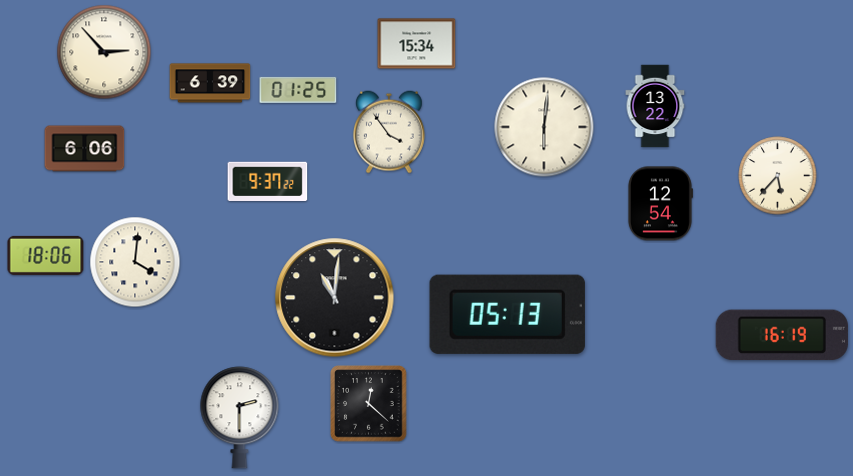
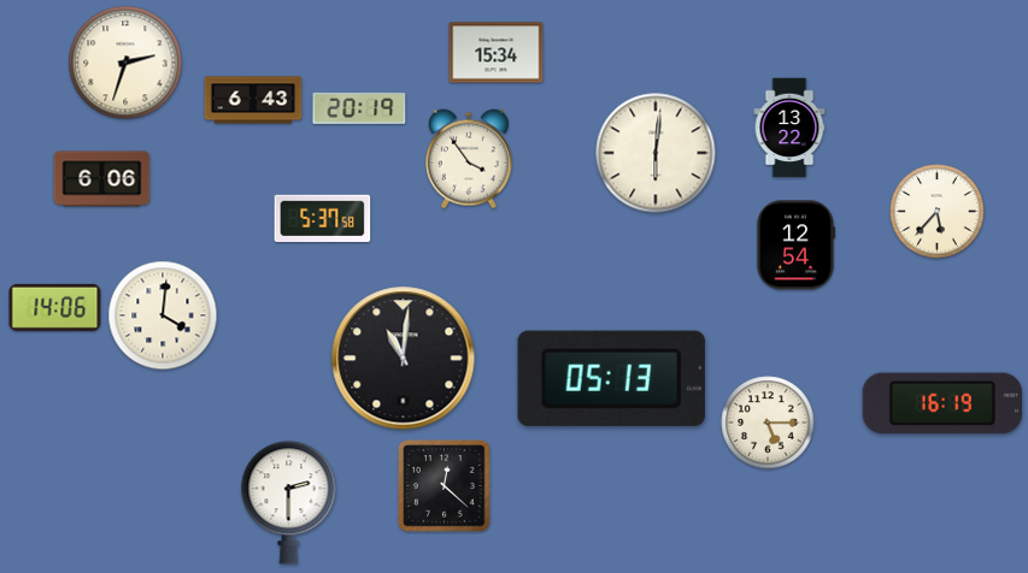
clock at (417, 44) position: (417, 44) -> (497, 53)
clock at (104, 52): 2:53 -> 2:33
clock at (210, 83): 6:39 -> 6:43
clock at (298, 90): 01:25 -> 20:19
clock at (268, 181): 9:37 -> 5:37
clock at (46, 255): 18:06 -> 14:06
clock at (768, 423): none -> 5:15
